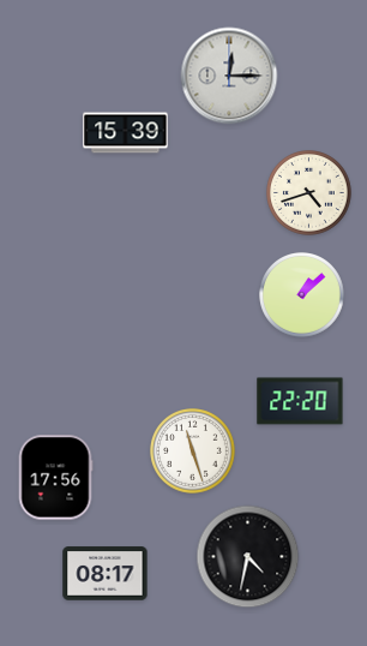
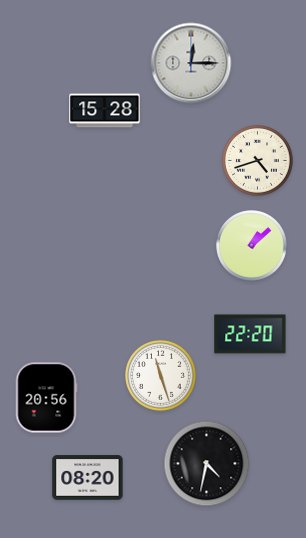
clock at (126, 133): 15:39 -> 15:28
clock at (55, 478): 17:56 -> 20:56
clock at (106, 574): 08:17 -> 08:20
